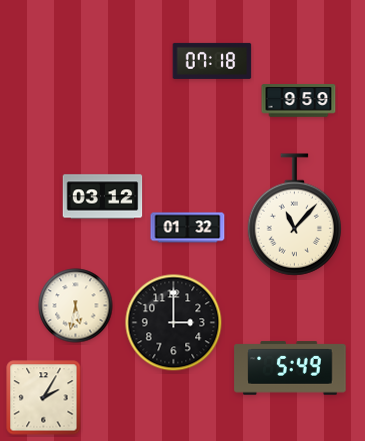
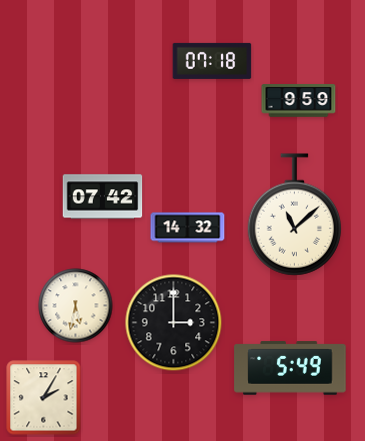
clock at (103, 197): 03:12 -> 07:42
clock at (294, 215): 11:07 -> 11:08
clock at (188, 228): 01:32 -> 14:32
